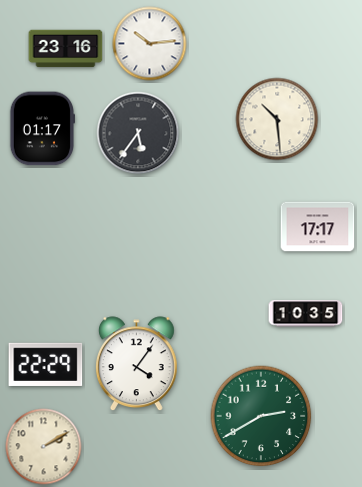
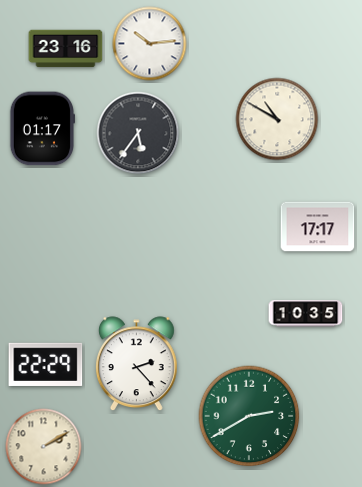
clock at (277, 119): 10:29 -> 10:50
clock at (136, 364): 4:06 -> 2:23
clock at (261, 416) position: (261, 416) -> (249, 416)
